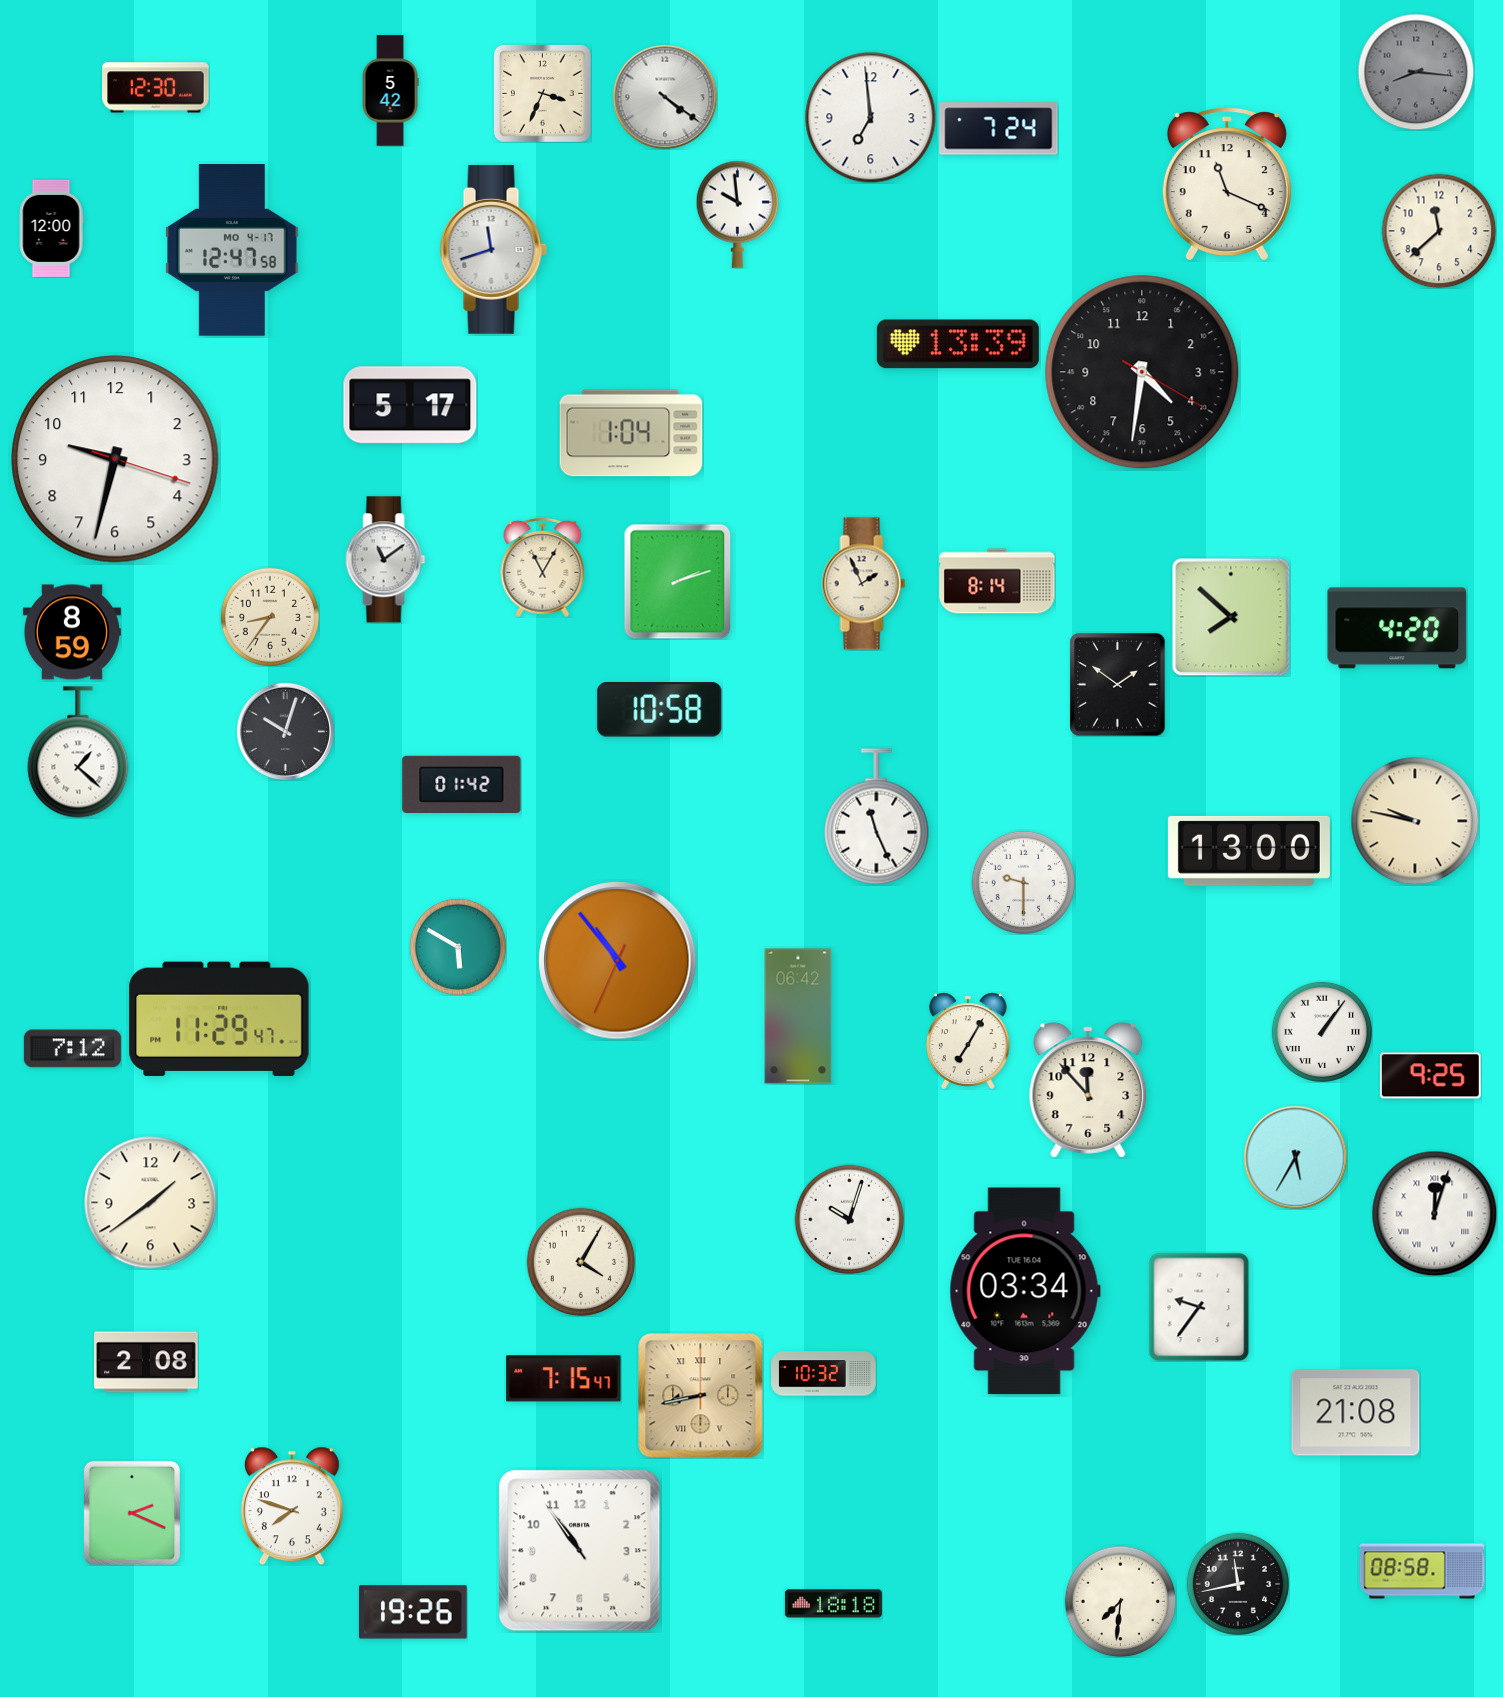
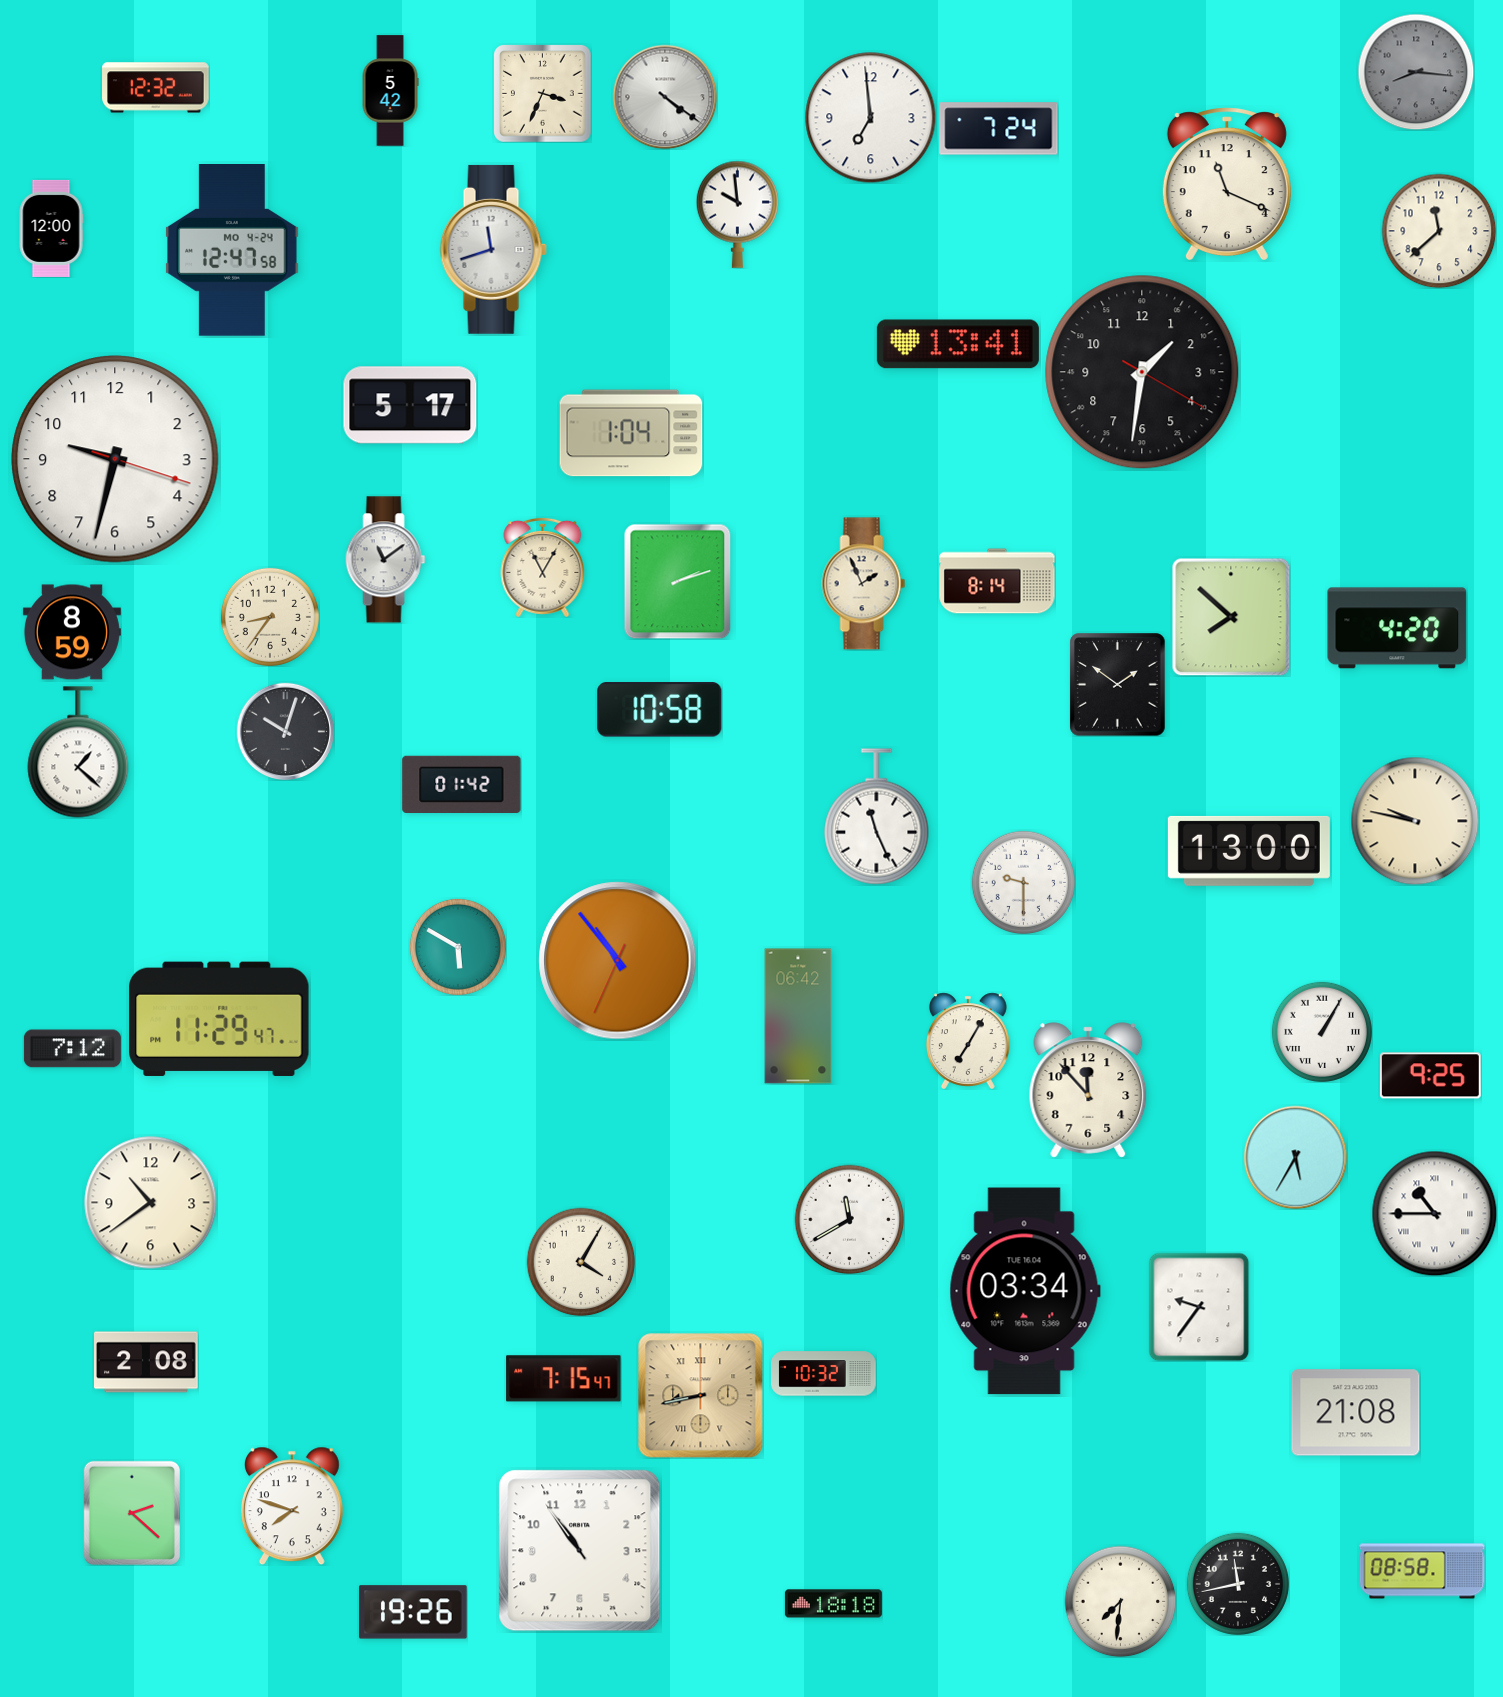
clock at (156, 88): 12:30 -> 12:32
clock at (232, 251) date: MO 4-17 -> MO 4-24
clock at (958, 344): 13:39 -> 13:41
clock at (1142, 372): 4:31 -> 1:31
clock at (1322, 1032): 1:06 -> 1:05
clock at (151, 1203): 1:39 -> 10:39
clock at (1434, 1213): 12:03 -> 10:45
clock at (849, 1219): 10:03 -> 11:40
clock at (132, 1513): 2:19 -> 2:22
